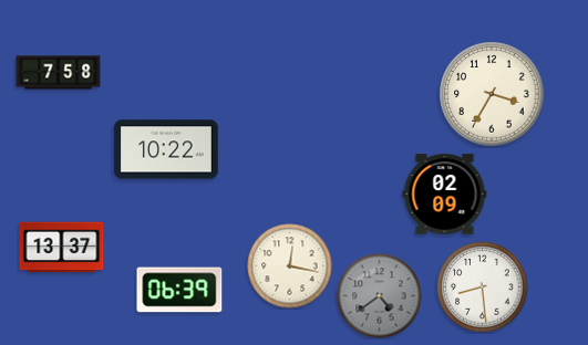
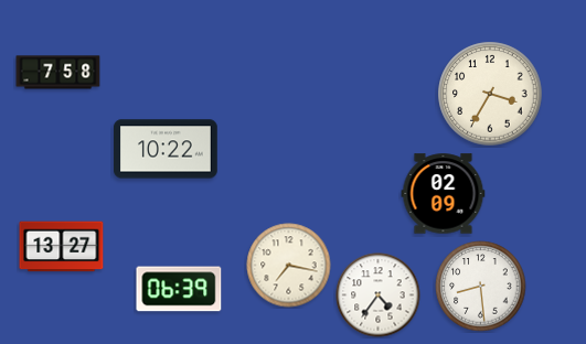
clock at (62, 248): 13:37 -> 13:27
clock at (290, 266): 12:17 -> 7:17
clock at (380, 296): 4:39 -> 4:36
clock at (380, 296) dial: grey -> white
